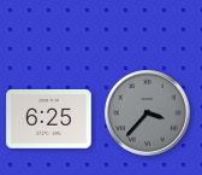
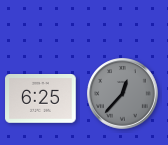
clock at (148, 113): 3:37 -> 12:37
